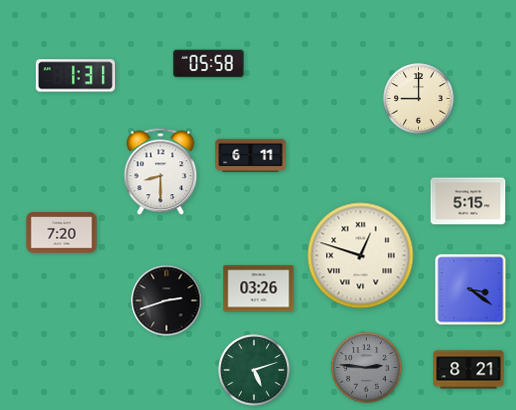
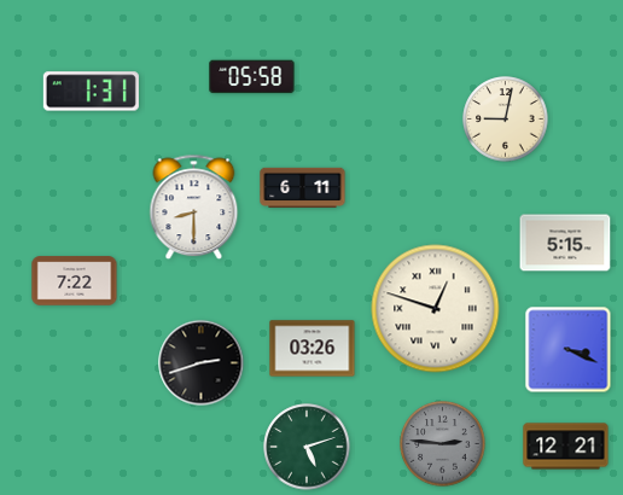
clock at (419, 99): 9:00 -> 9:02
clock at (62, 233): 7:20 -> 7:22
clock at (471, 290): 3:21 -> 3:19
clock at (469, 370): 8:21 -> 12:21
